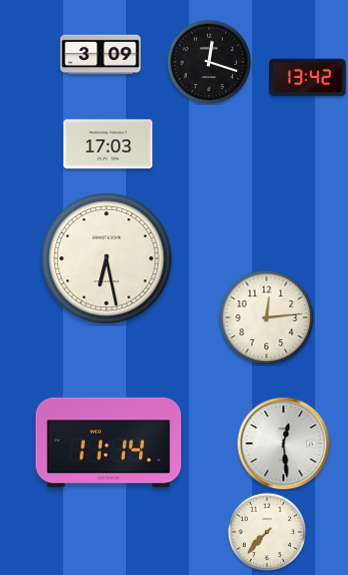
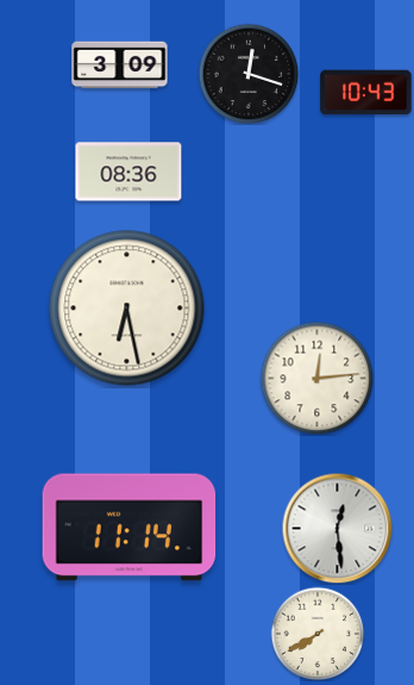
clock at (308, 78): 13:42 -> 10:43
clock at (108, 144): 17:03 -> 08:36
clock at (267, 532): 7:37 -> 7:40
